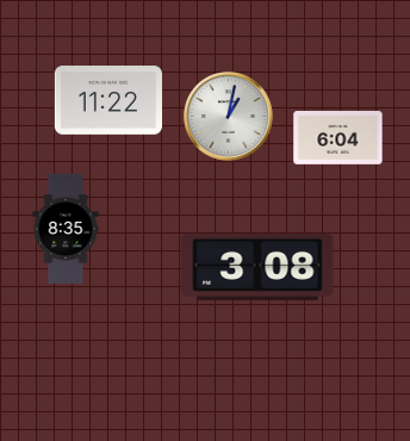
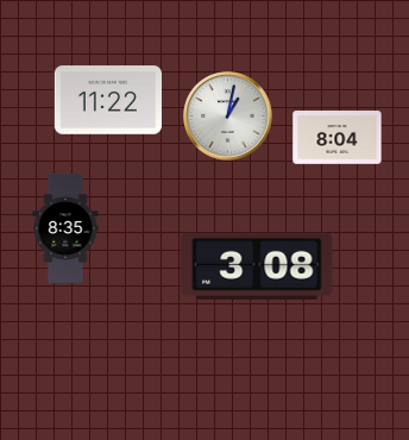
clock at (338, 138): 6:04 -> 8:04
